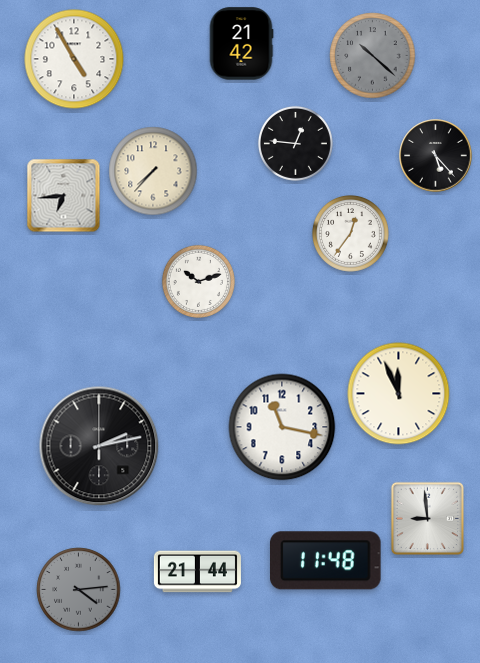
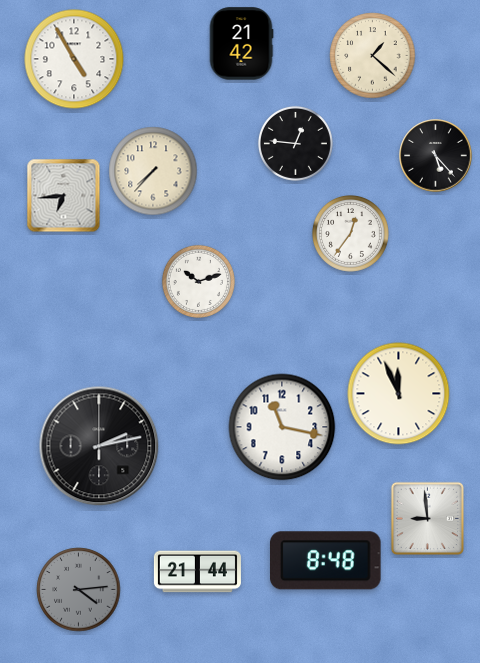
clock at (373, 56): 10:22 -> 1:22
clock at (373, 56) dial: grey -> cream
clock at (326, 561): 11:48 -> 8:48
